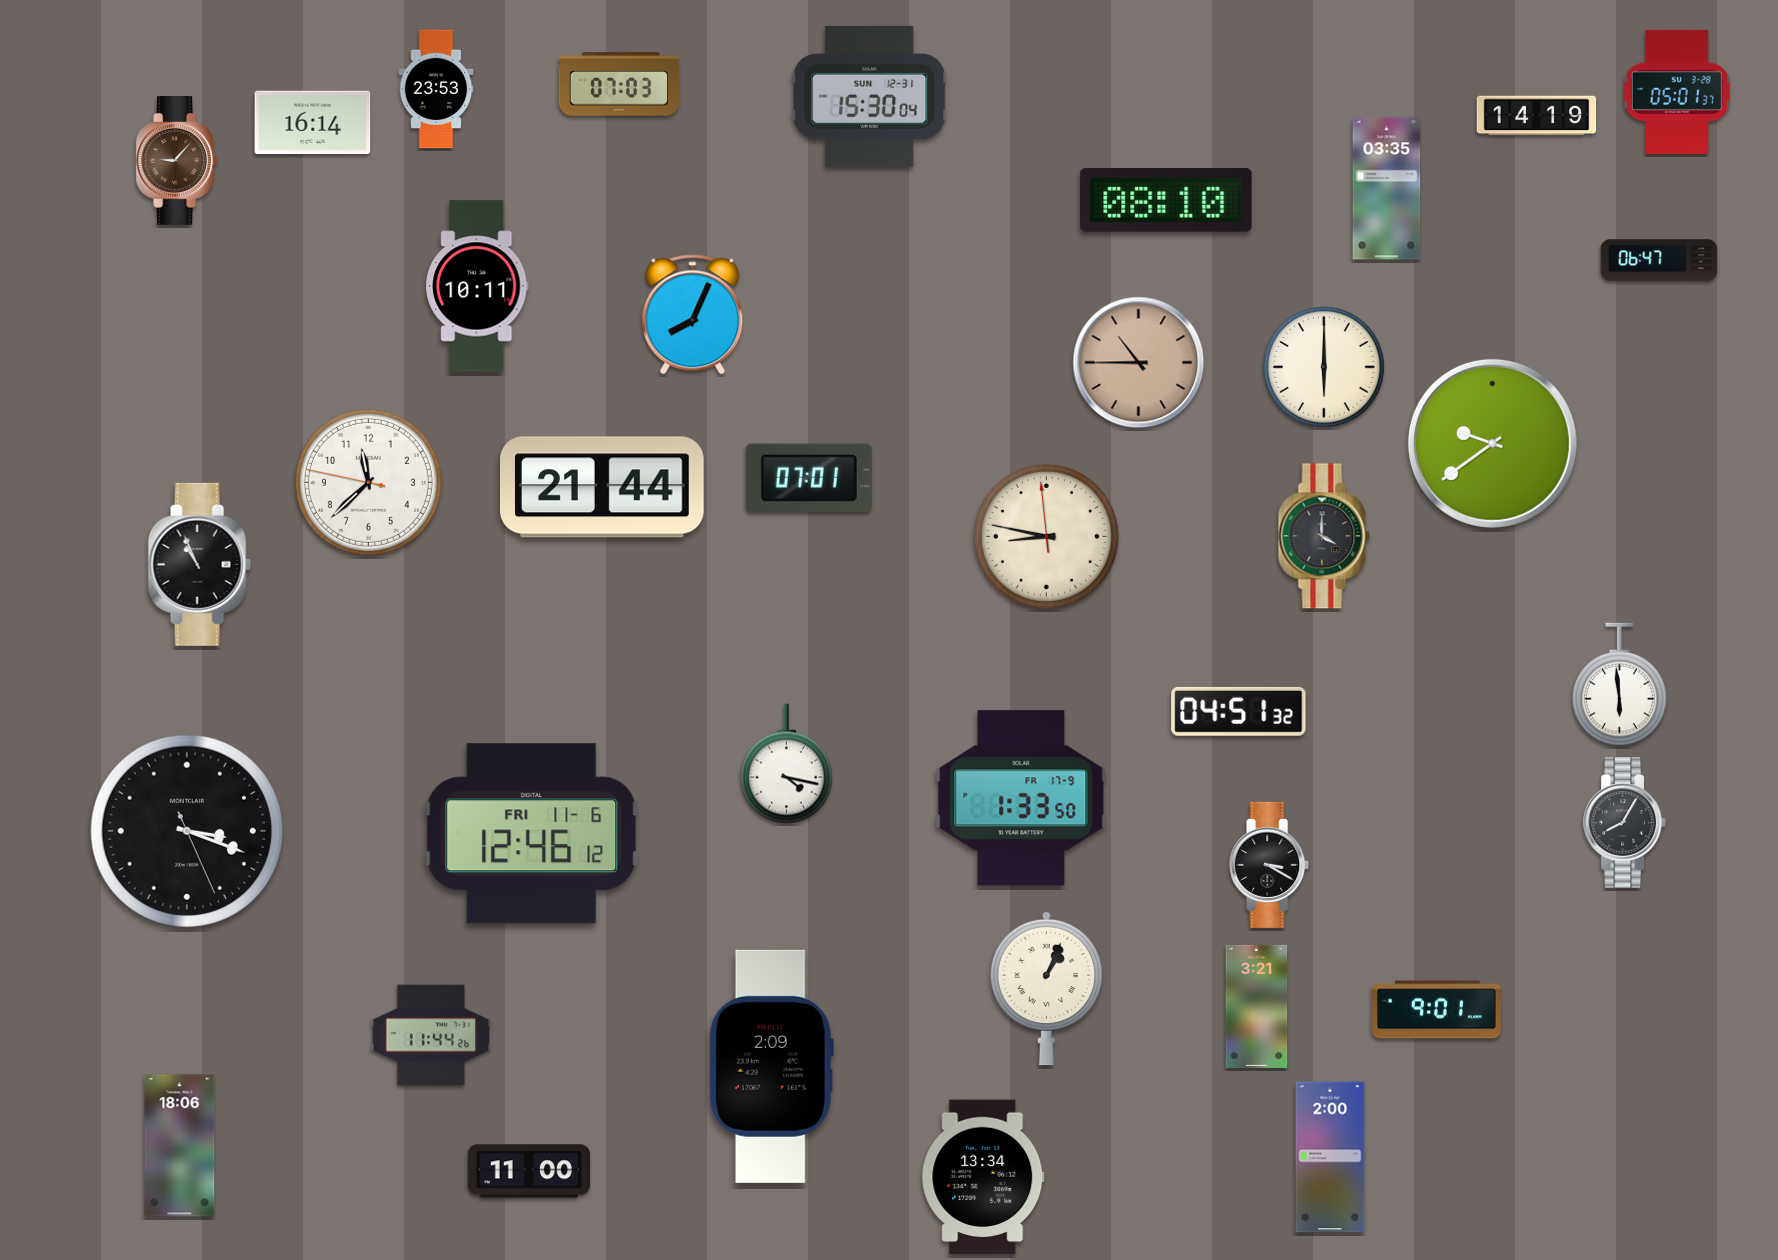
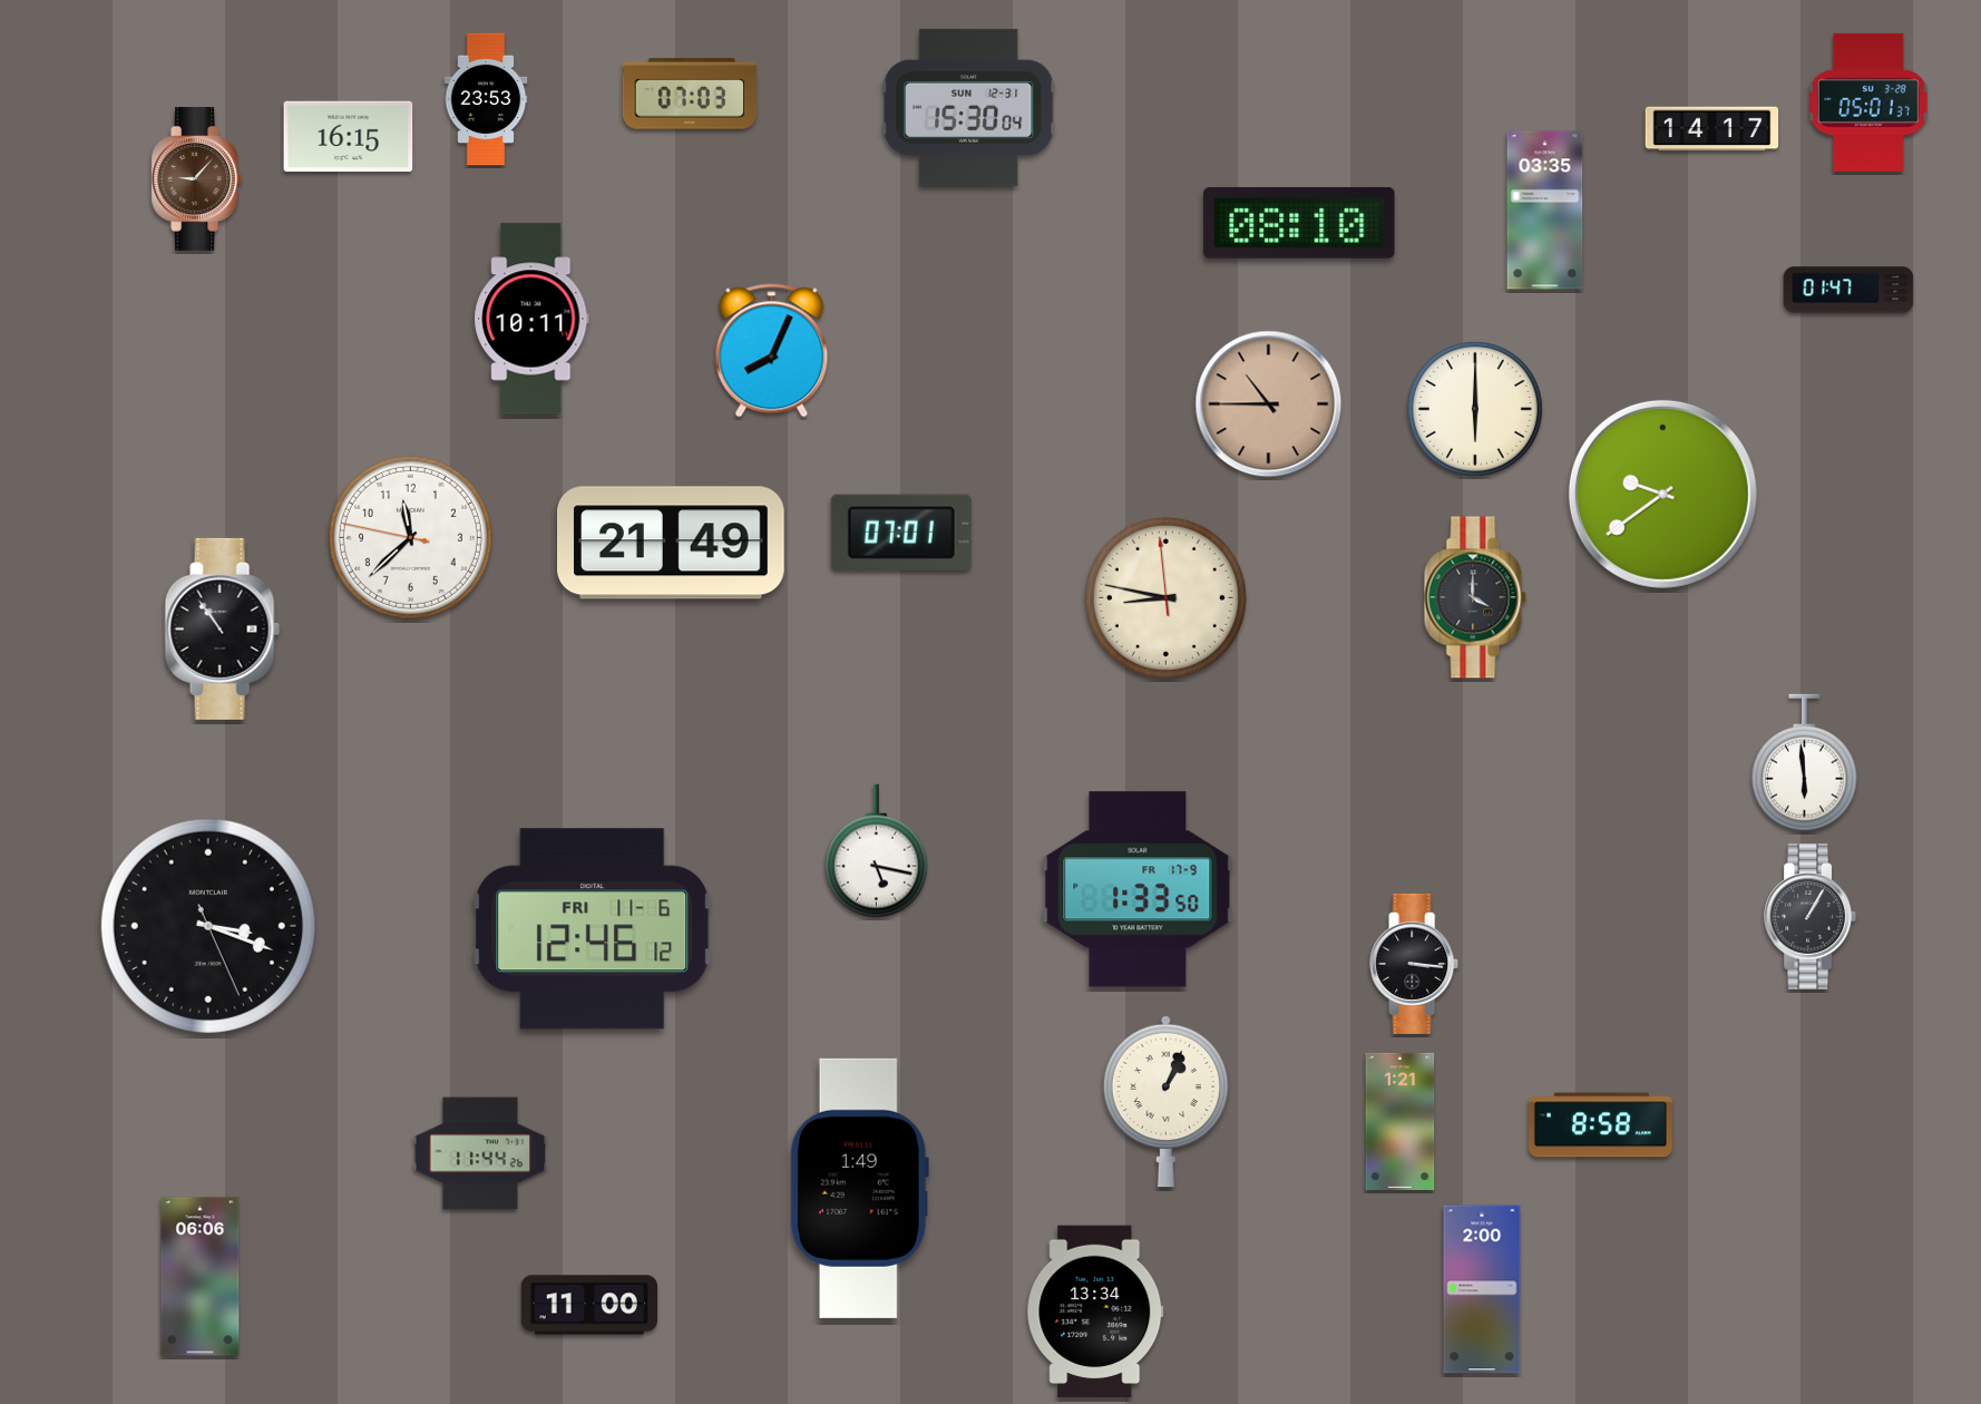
clock at (1537, 116): 14:19 -> 14:17
clock at (313, 123): 16:14 -> 16:15
clock at (1659, 260): 06:47 -> 01:47
clock at (603, 487): 21:44 -> 21:49
clock at (199, 564): 10:56 -> 10:54
clock at (1239, 711): 04:51 -> none
clock at (786, 764): 4:17 -> 5:17
clock at (1624, 823): 8:05 -> 1:05
clock at (1270, 865): 3:20 -> 3:16
clock at (1257, 1006): 3:21 -> 1:21
clock at (1436, 1010): 9:01 -> 8:58
clock at (771, 1066): 2:09 -> 1:49
clock at (180, 1146): 18:06 -> 06:06
